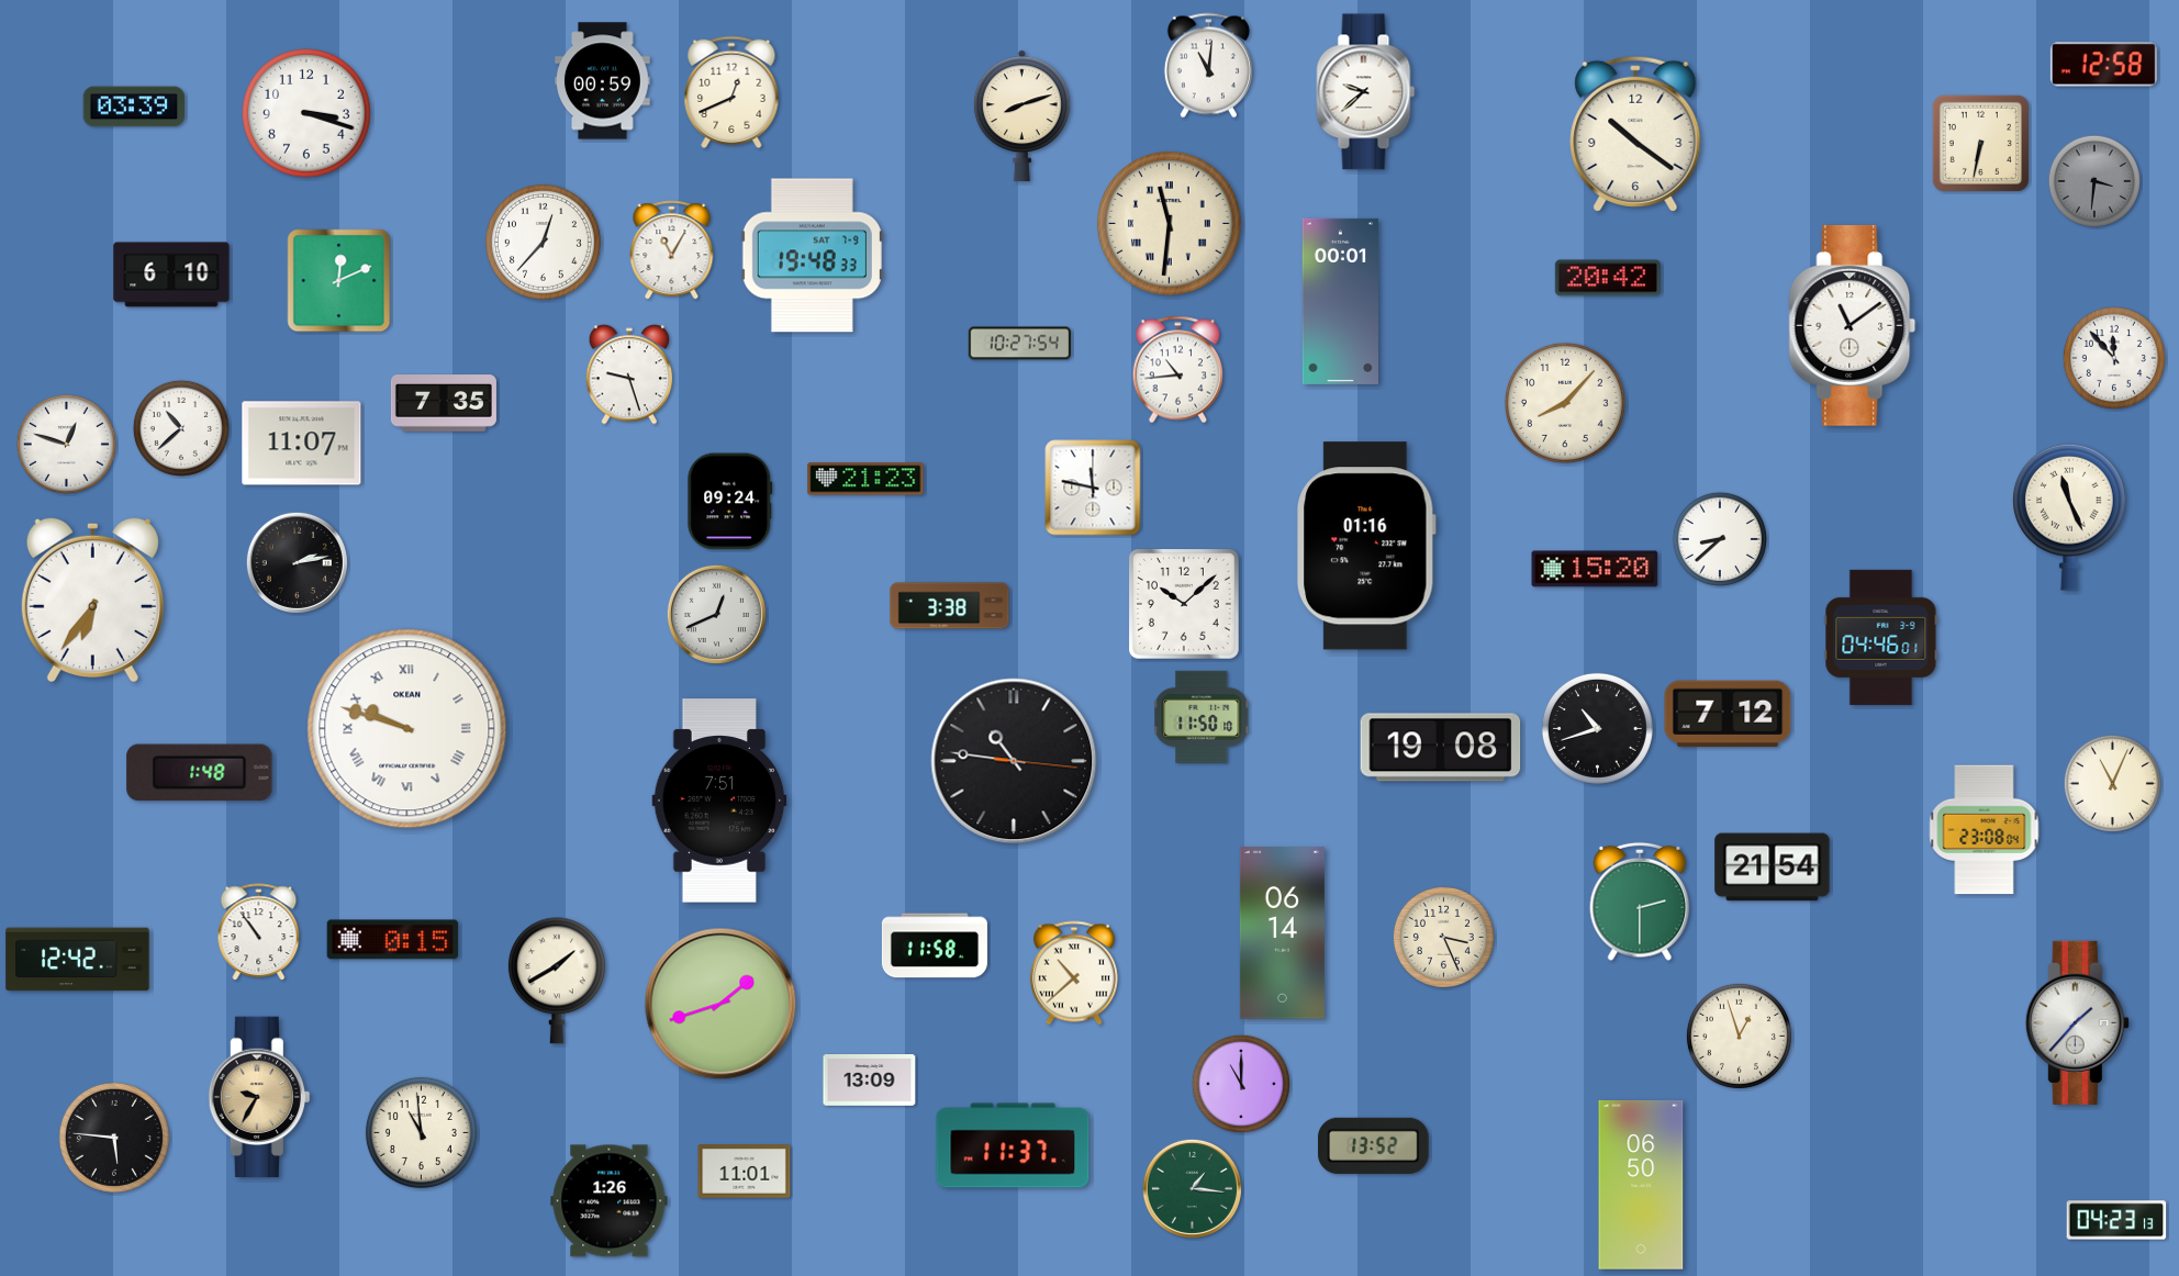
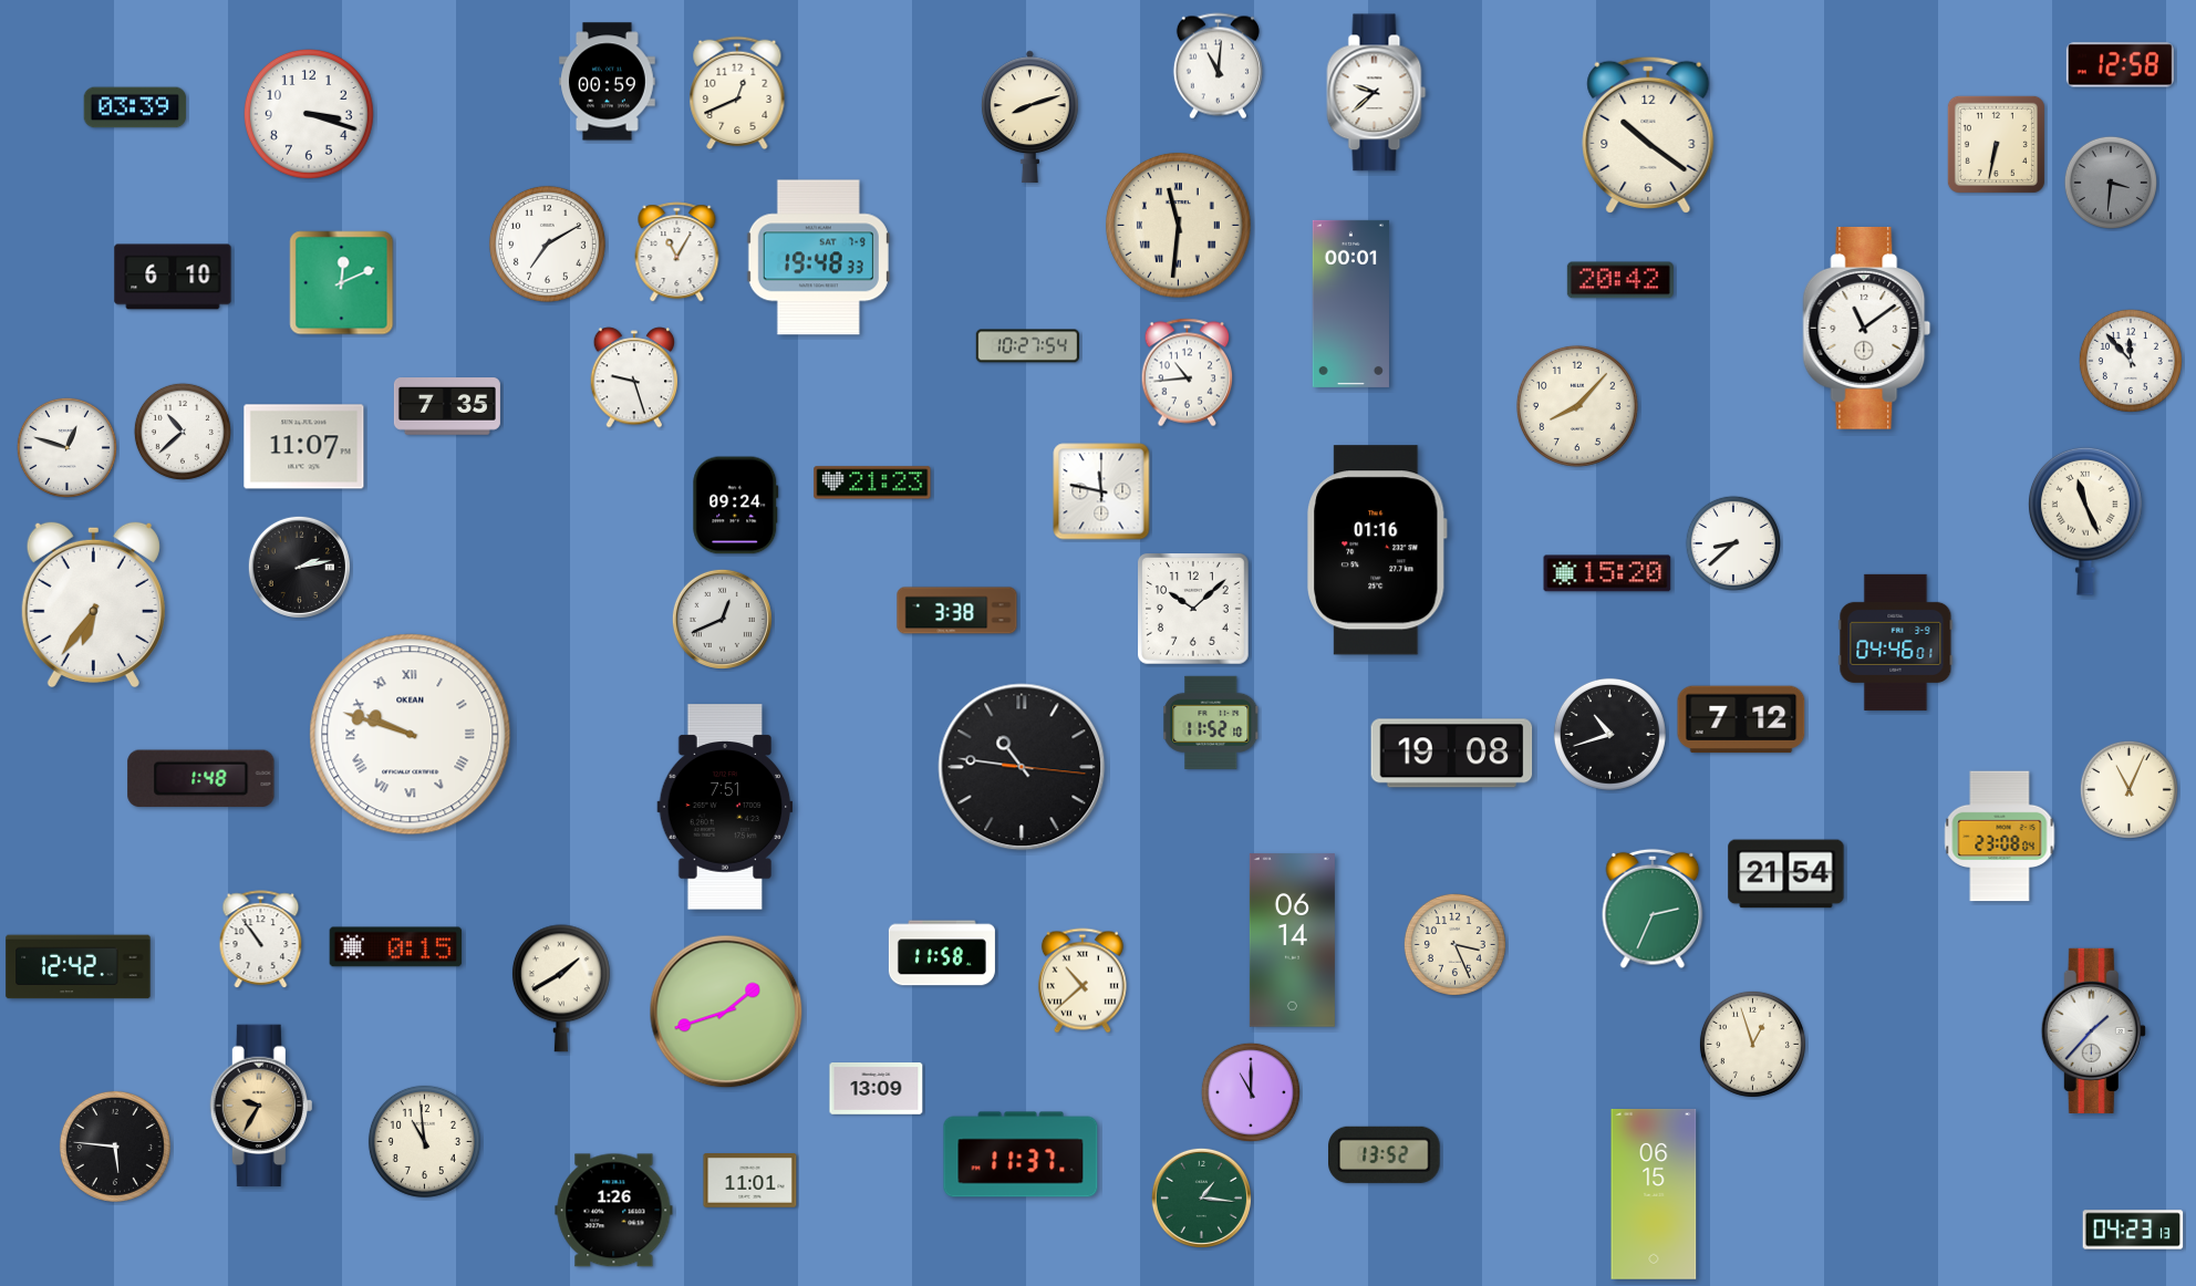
clock at (543, 242): 12:37 -> 7:10
clock at (1202, 717): 11:50 -> 11:52
clock at (1640, 902): 2:30 -> 2:34
clock at (1641, 1185): 06:50 -> 06:15
